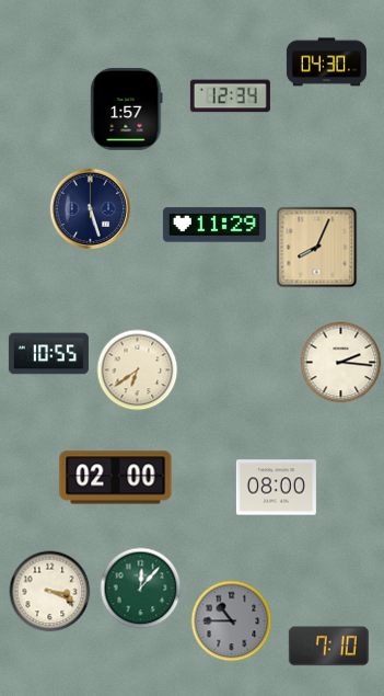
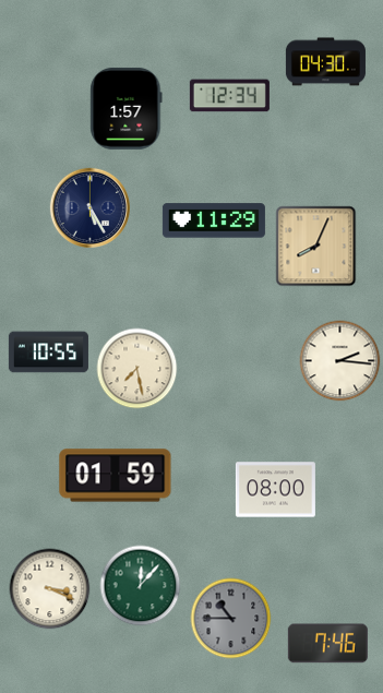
clock at (90, 208): 5:27 -> 5:25
clock at (214, 225) position: (214, 225) -> (214, 220)
clock at (138, 370): 6:39 -> 7:28
clock at (116, 478): 02:00 -> 01:59
clock at (276, 488) position: (276, 488) -> (275, 490)
clock at (328, 647): 7:10 -> 7:46
